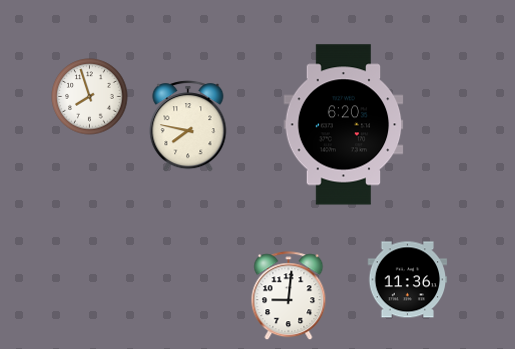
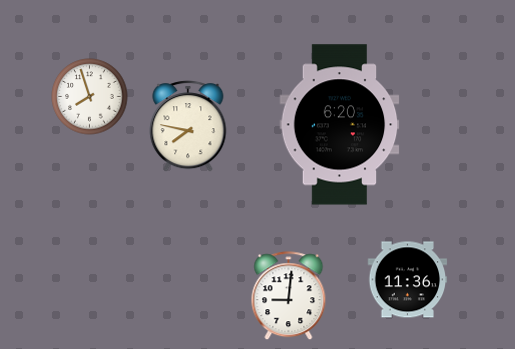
clock at (344, 125) position: (344, 125) -> (340, 125)
